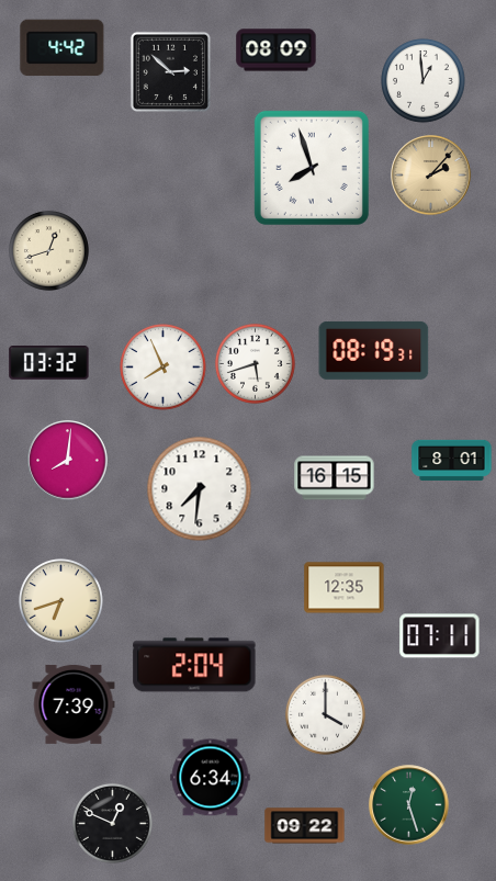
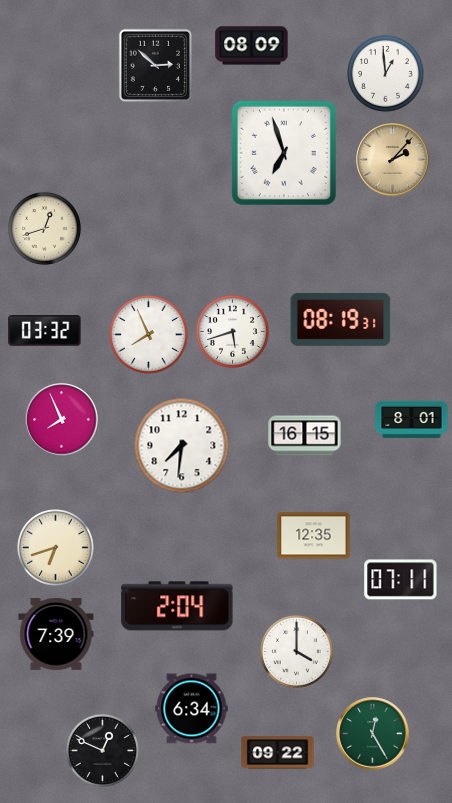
clock at (63, 48): 4:42 -> none
clock at (312, 168): 7:57 -> 6:57
clock at (68, 461): 8:01 -> 7:56
clock at (74, 704) position: (74, 704) -> (56, 634)
clock at (409, 805): 12:27 -> 12:25
